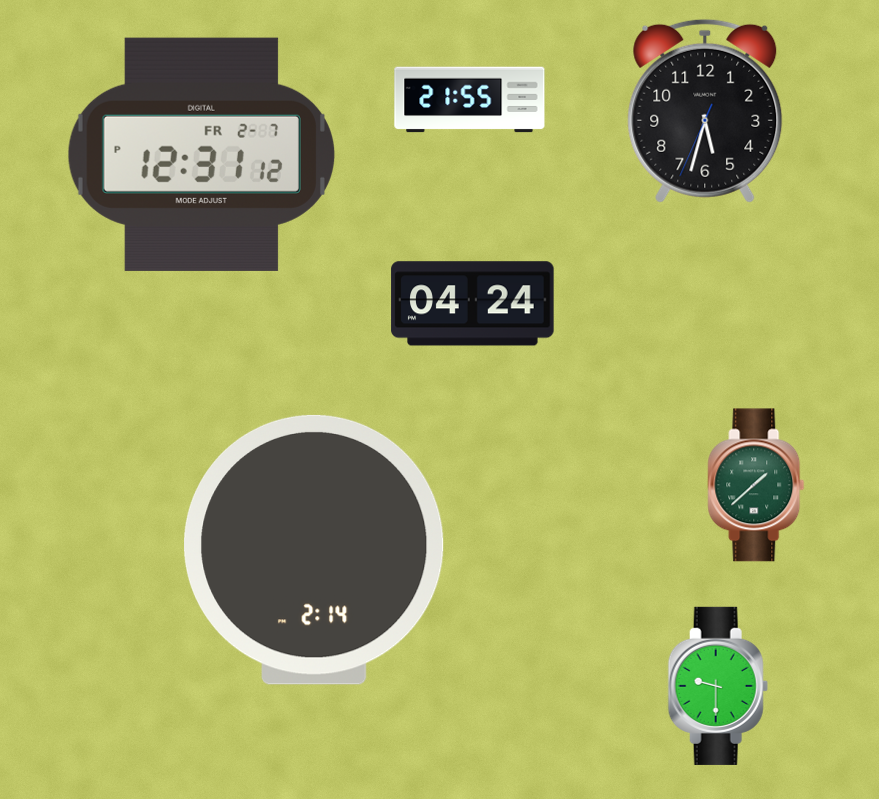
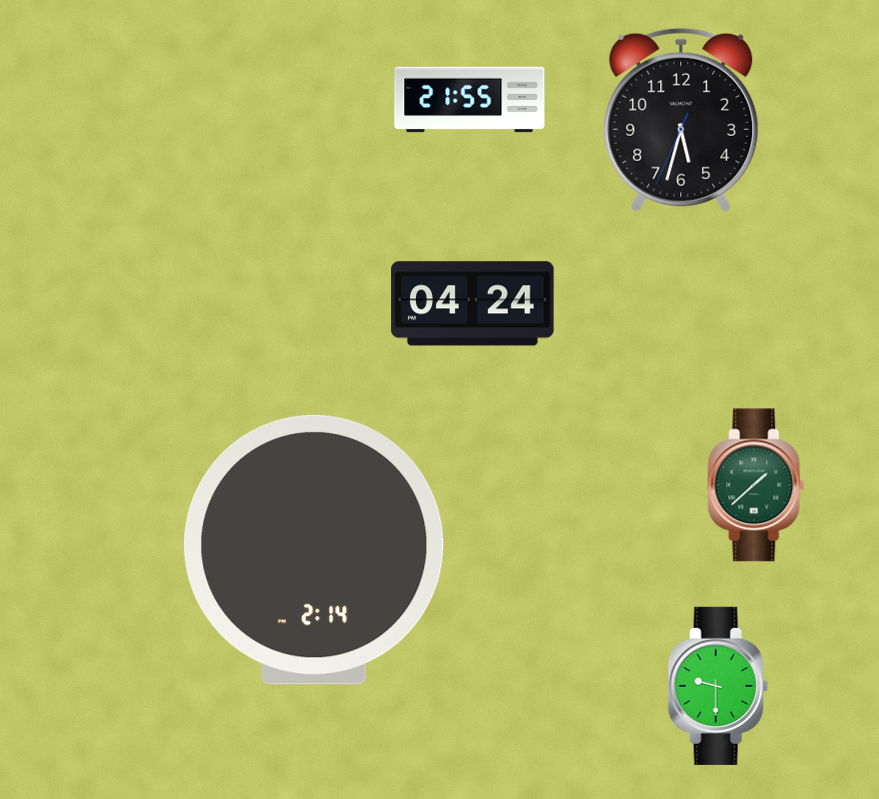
clock at (705, 111) position: (705, 111) -> (681, 120)
clock at (201, 154): 12:31 -> none
